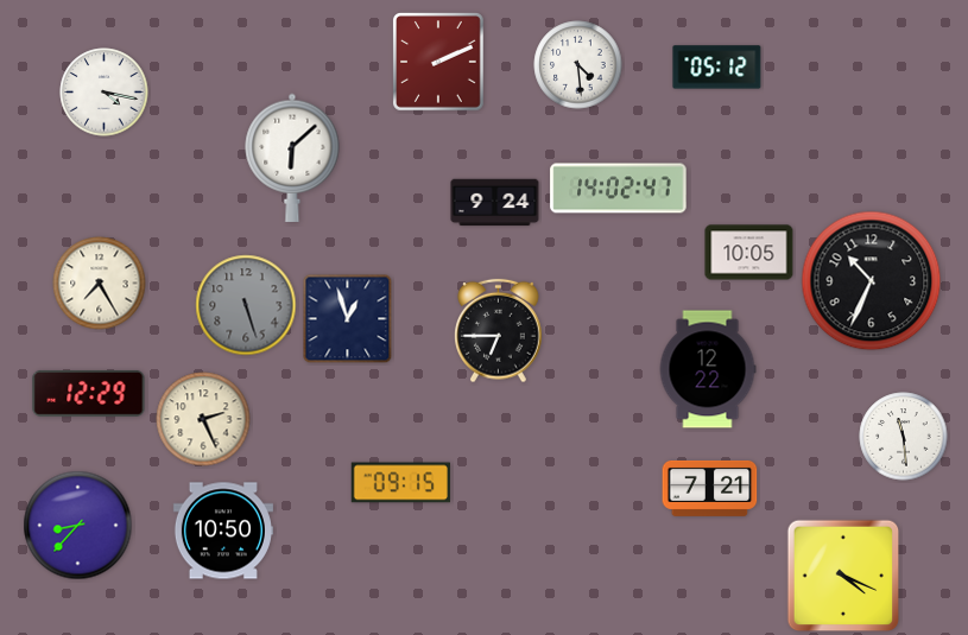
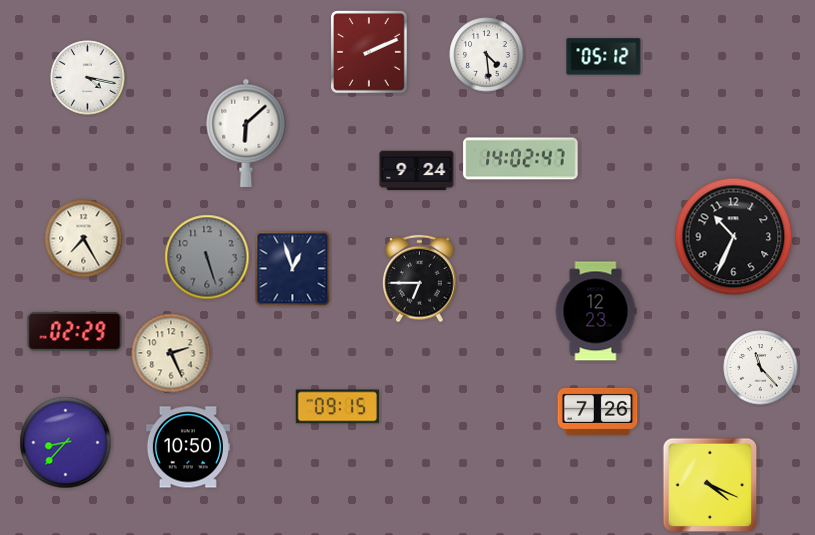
clock at (749, 253): 10:05 -> none
clock at (708, 369): 12:22 -> 12:23
clock at (89, 394): 12:29 -> 02:29
clock at (904, 437): 11:29 -> 11:23
clock at (710, 488): 7:21 -> 7:26
